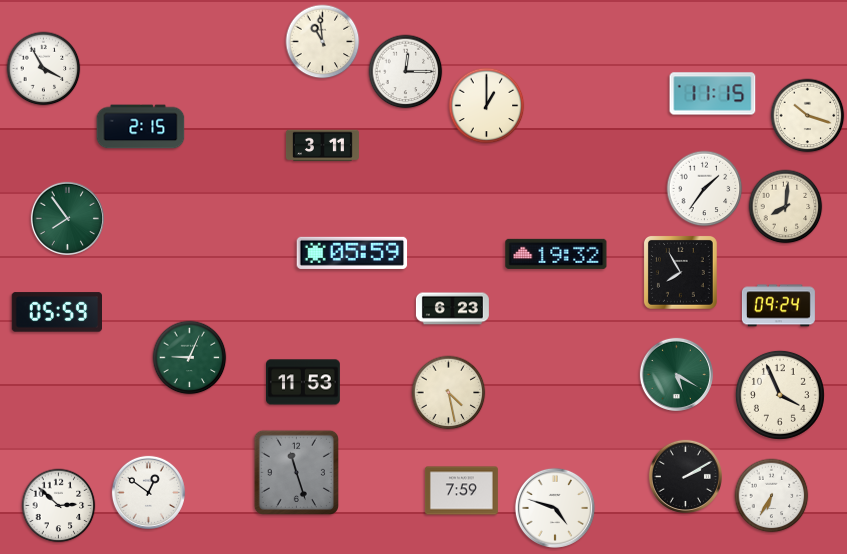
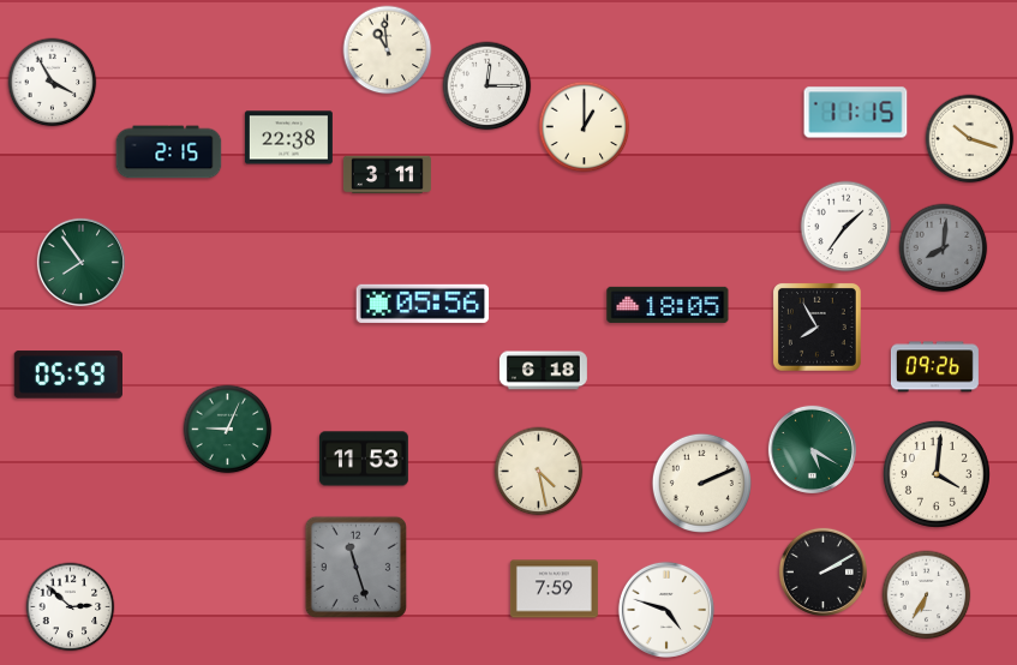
clock at (288, 138): none -> 22:38
clock at (786, 207) dial: cream -> grey
clock at (352, 253): 05:59 -> 05:56
clock at (556, 254): 19:32 -> 18:05
clock at (778, 306): 09:24 -> 09:26
clock at (452, 309): 6:23 -> 6:18
clock at (780, 395): 3:56 -> 4:01
clock at (701, 483): none -> 2:11
clock at (148, 492): 12:51 -> none
